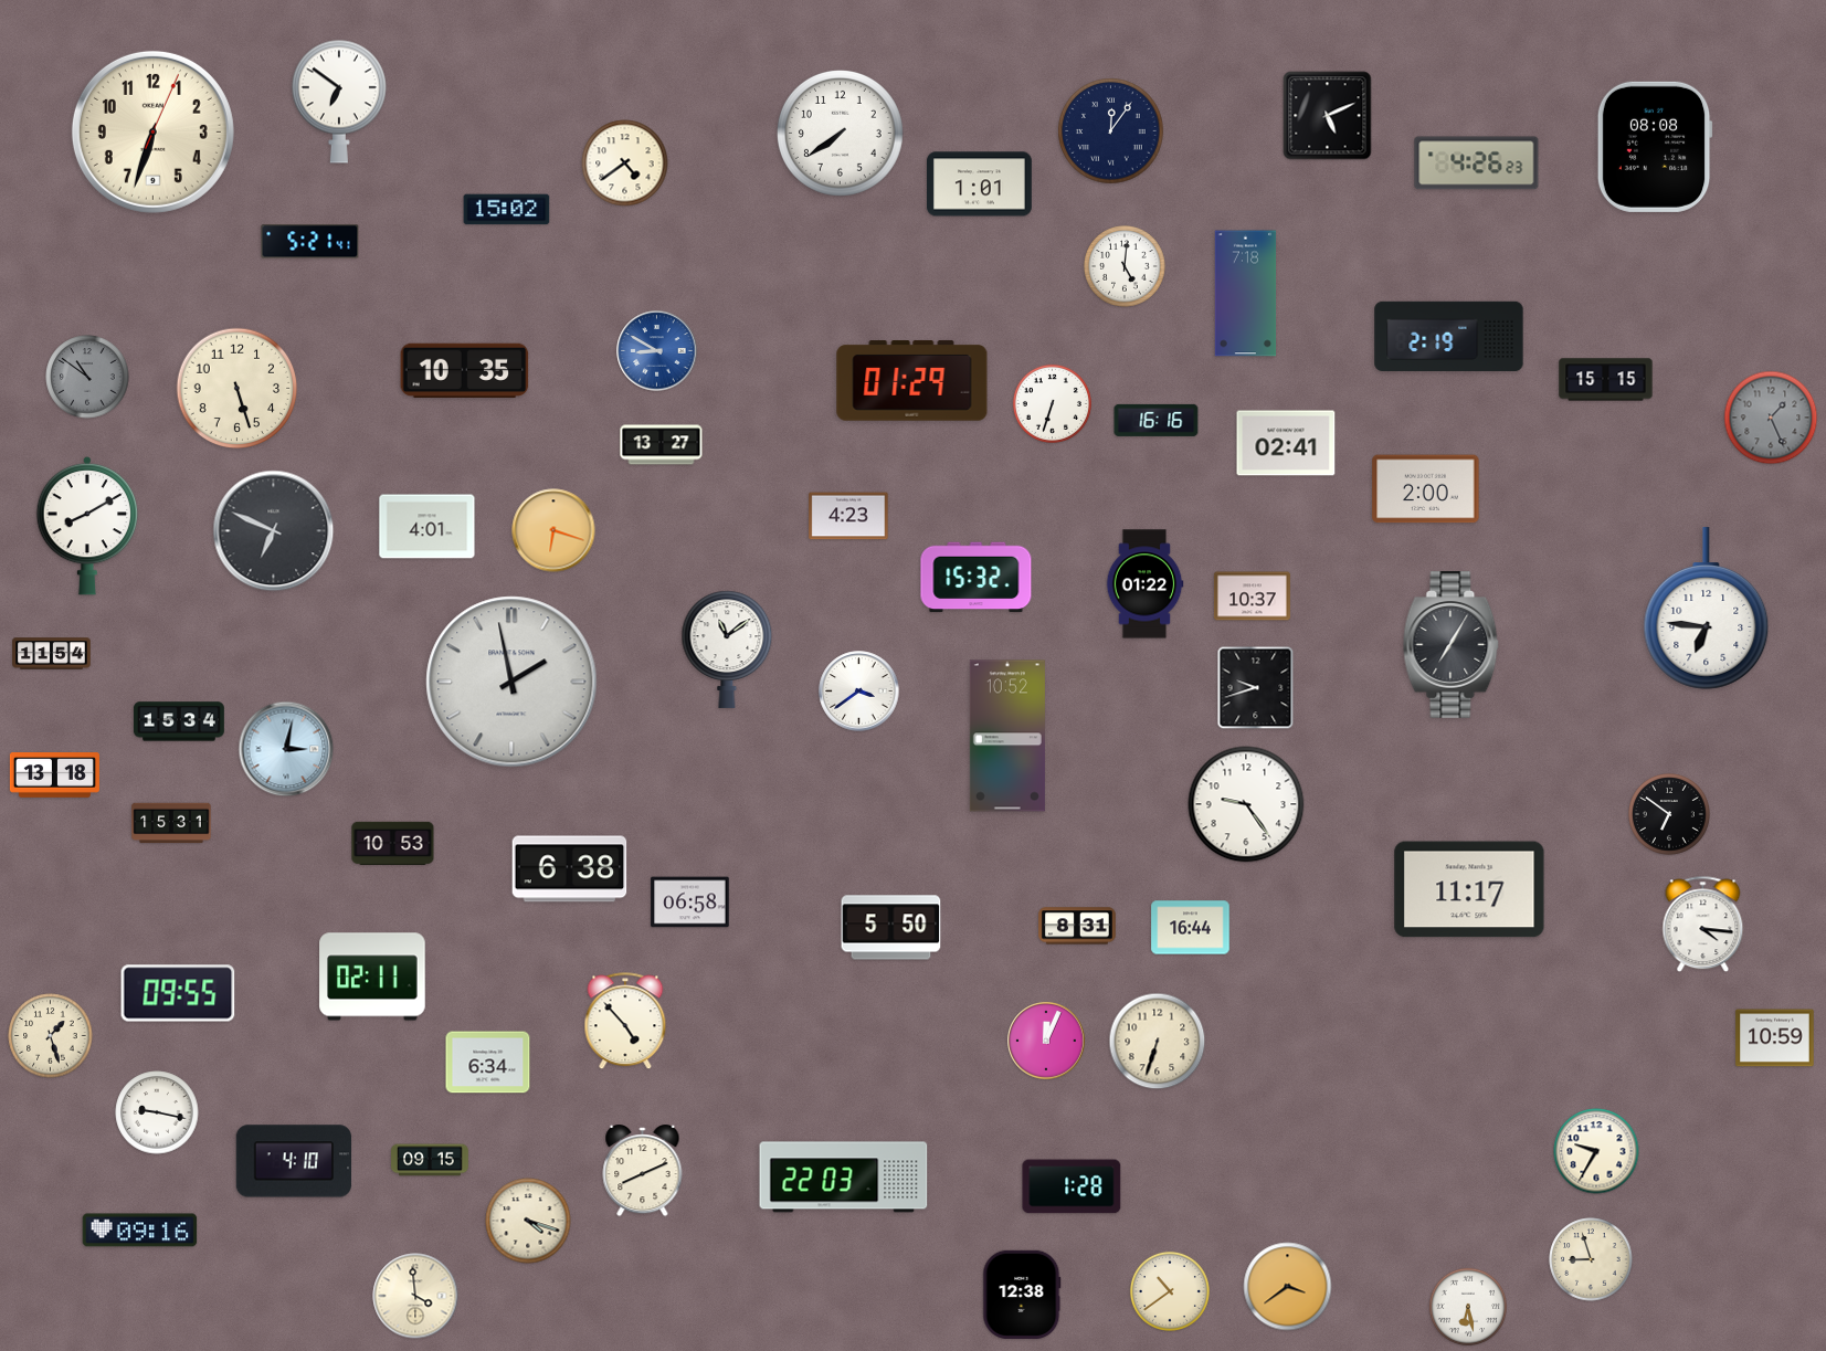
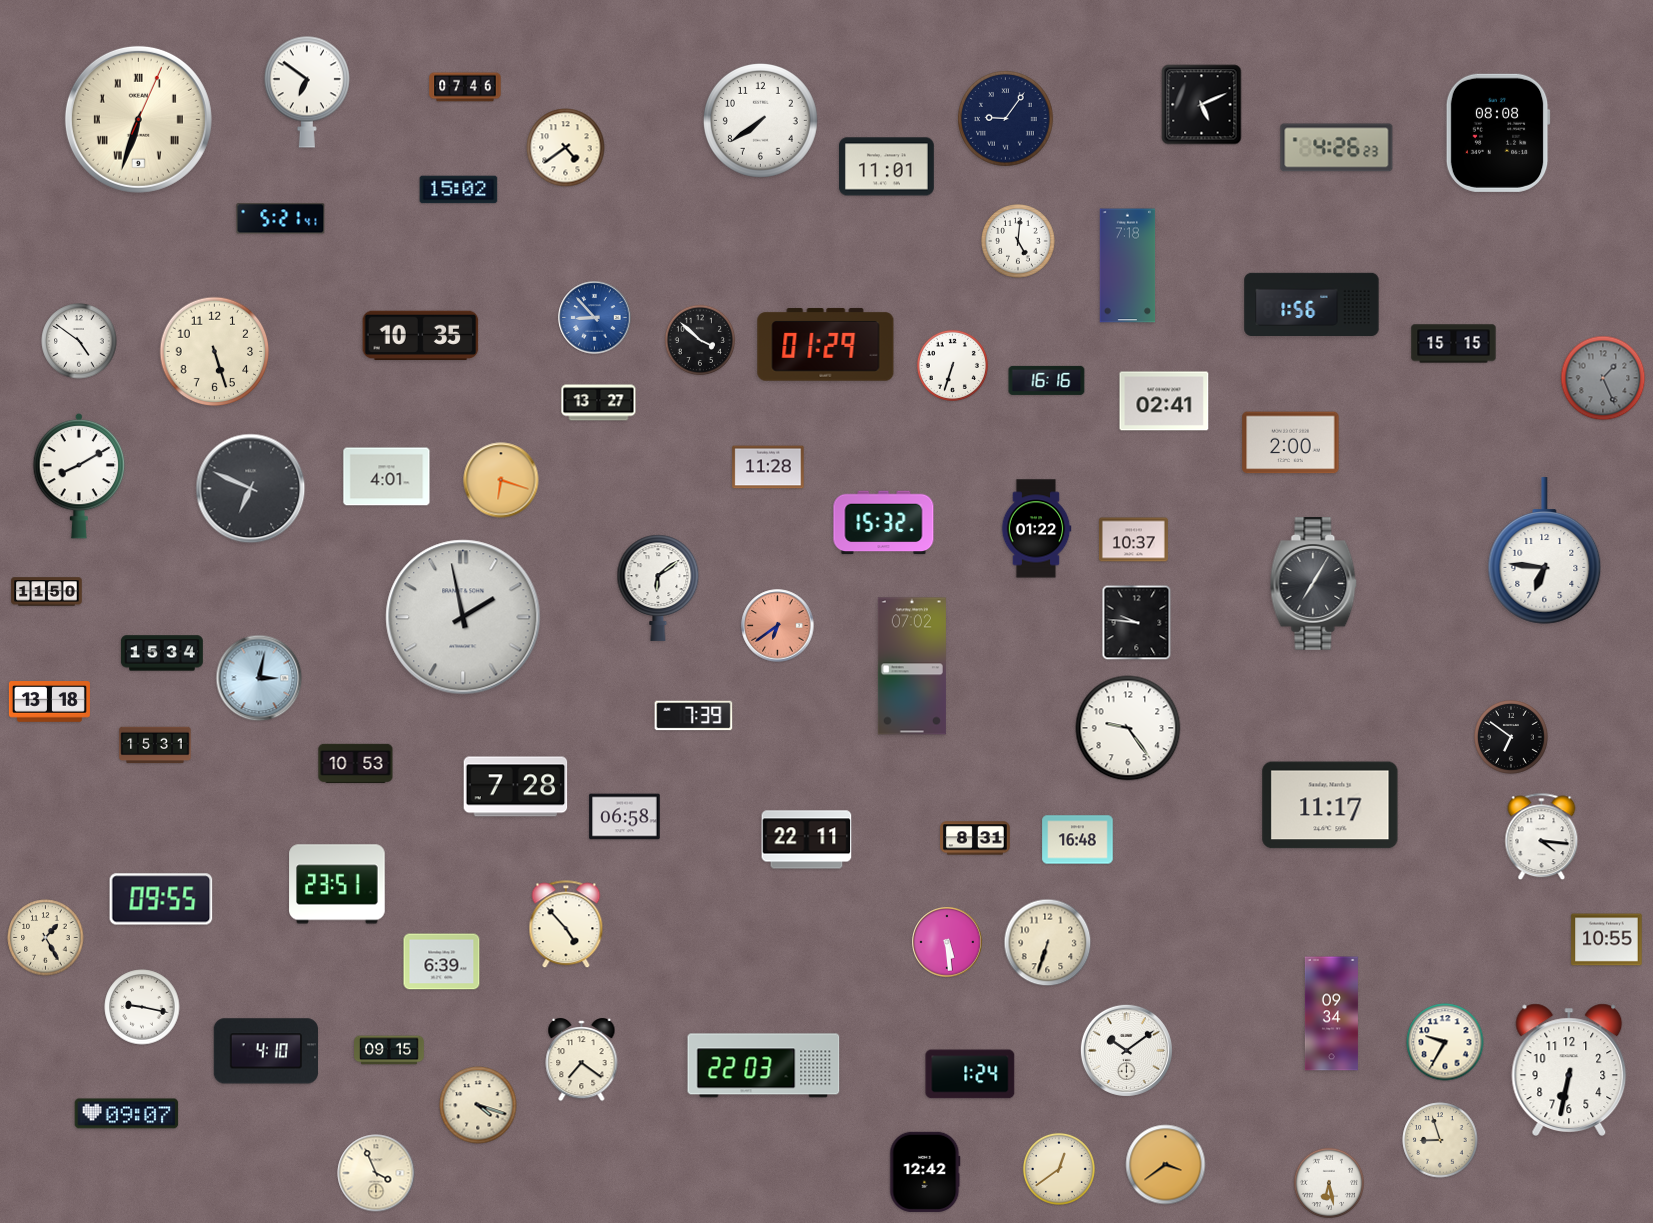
clock at (465, 87): none -> 07:46
clock at (152, 131) numerals: Arabic -> Roman
clock at (1111, 131): 12:06 -> 9:06
clock at (980, 184): 1:01 -> 11:01
clock at (1449, 336): 2:19 -> 1:56
clock at (657, 351): 8:50 -> 8:53
clock at (699, 339): none -> 3:52
clock at (87, 377): 10:51 -> 4:51
clock at (87, 377) dial: grey -> white
clock at (848, 516): 4:23 -> 11:28
clock at (274, 531) position: (274, 531) -> (251, 489)
clock at (727, 650): 11:09 -> 6:09
clock at (52, 654): 11:54 -> 11:50
clock at (1256, 688): 9:42 -> 9:46
clock at (859, 692): 3:39 -> 6:39
clock at (859, 692) dial: white -> salmon
clock at (1007, 736): 10:52 -> 07:02
clock at (694, 716): none -> 7:39
clock at (570, 869): 6:38 -> 7:28
clock at (891, 928): 5:50 -> 22:11
clock at (1191, 928): 16:44 -> 16:48
clock at (372, 977): 02:11 -> 23:51
clock at (51, 1036): 1:27 -> 1:25
clock at (1775, 1038): 10:59 -> 10:55
clock at (1046, 1041): 12:04 -> 5:29
clock at (488, 1063): 6:34 -> 6:39
clock at (1331, 1014): none -> 09:34
clock at (1126, 1050): none -> 10:09
clock at (643, 1172): 8:11 -> 7:21
clock at (1569, 1070): none -> 6:32
clock at (1072, 1186): 1:28 -> 1:24
clock at (140, 1231): 09:16 -> 09:07
clock at (1170, 1291): 10:39 -> 12:39
clock at (1022, 1295): 12:38 -> 12:42
clock at (415, 1296): 3:59 -> 3:56
